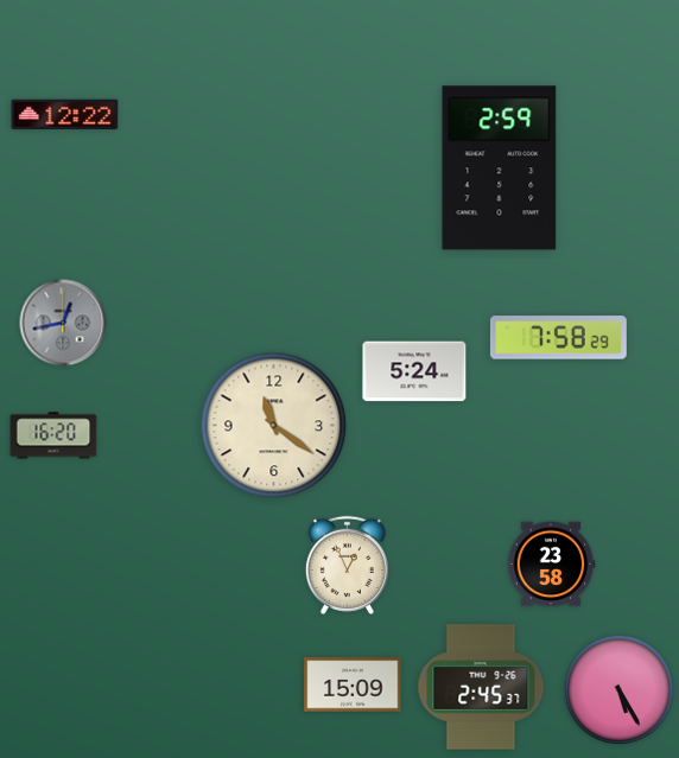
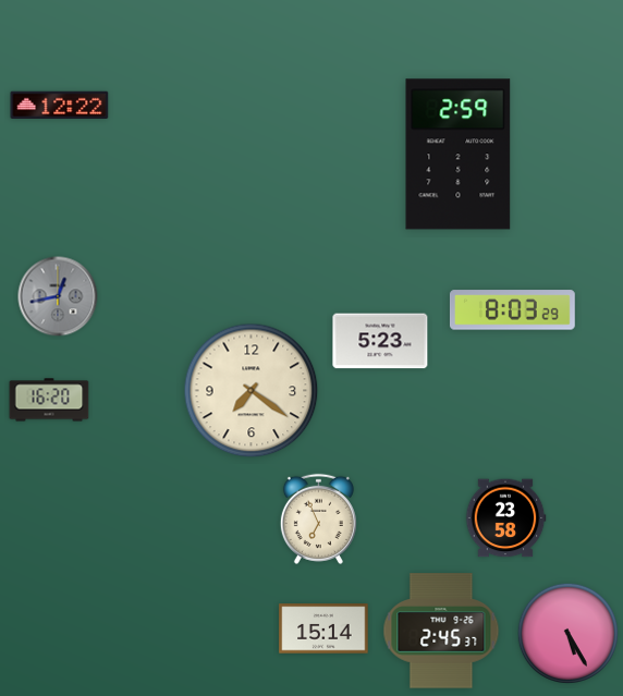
clock at (558, 338): 7:58 -> 8:03
clock at (414, 371): 5:24 -> 5:23
clock at (274, 426): 11:21 -> 7:21
clock at (347, 565): 12:56 -> 6:56
clock at (353, 684): 15:09 -> 15:14
